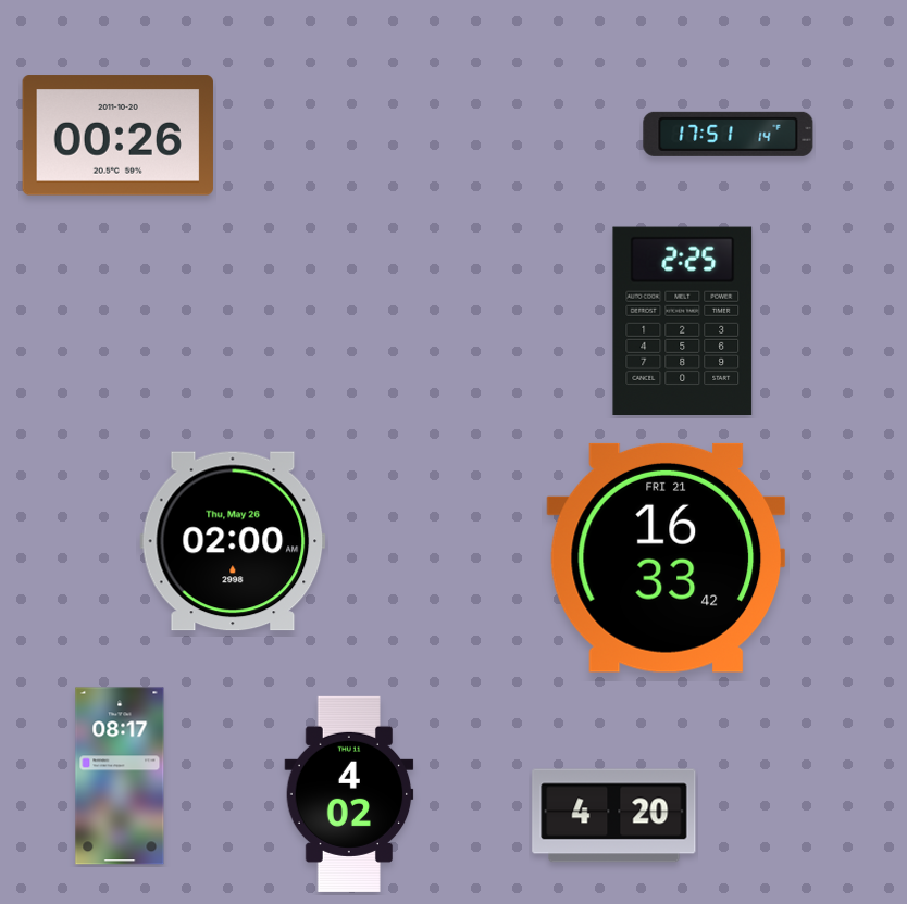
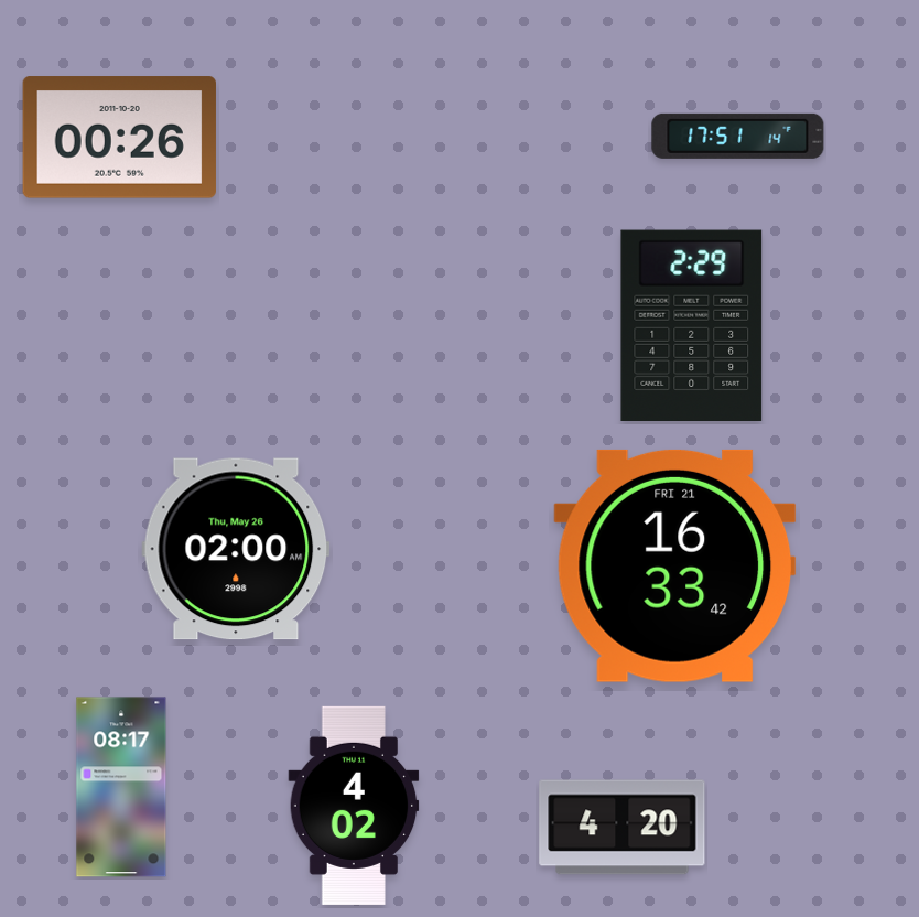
clock at (683, 321): 2:25 -> 2:29
